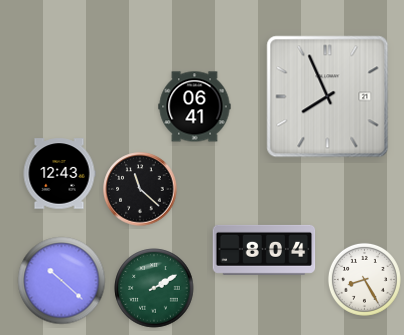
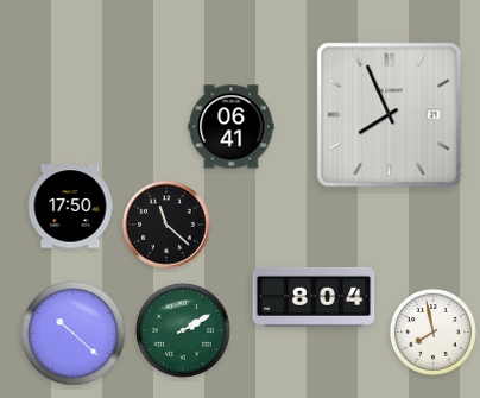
clock at (59, 174): 12:43 -> 17:50
clock at (364, 279): 8:25 -> 7:58
clock at (154, 288) position: (154, 288) -> (183, 330)
